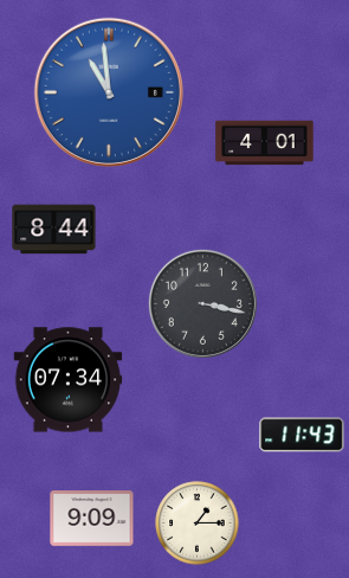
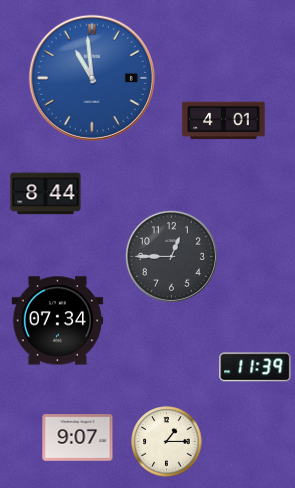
clock at (202, 303): 3:17 -> 12:45
clock at (302, 435): 11:43 -> 11:39
clock at (92, 519): 9:09 -> 9:07
